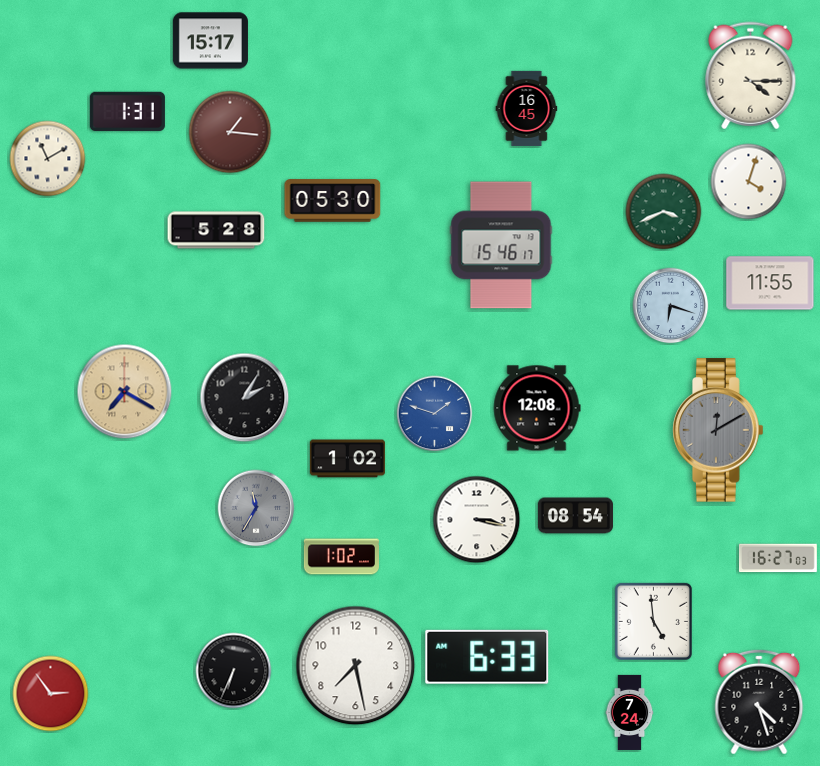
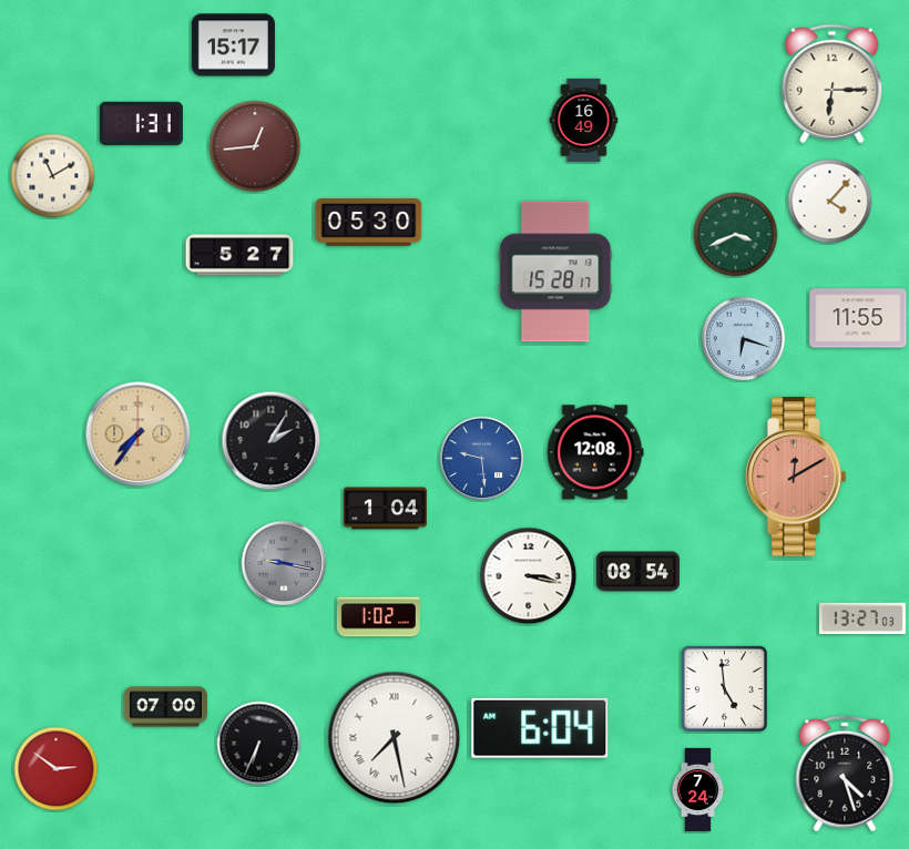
clock at (751, 76): 4:15 -> 6:15
clock at (527, 108): 16:45 -> 16:49
clock at (230, 132): 1:16 -> 12:44
clock at (749, 182): 4:03 -> 4:07
clock at (216, 230): 5:28 -> 5:27
clock at (501, 245): 15:46 -> 15:28
clock at (770, 283) position: (770, 283) -> (858, 318)
clock at (125, 392): 7:20 -> 7:36
clock at (435, 414): 1:48 -> 9:29
clock at (718, 430) dial: grey -> salmon
clock at (347, 459): 1:02 -> 1:04
clock at (256, 508): 11:35 -> 9:17
clock at (778, 558): 16:27 -> 13:27
clock at (165, 707): none -> 07:00
clock at (487, 657): 6:33 -> 6:04
clock at (356, 666) numerals: Arabic -> Roman
clock at (51, 694): 2:54 -> 2:51
clock at (759, 702) position: (759, 702) -> (845, 774)
